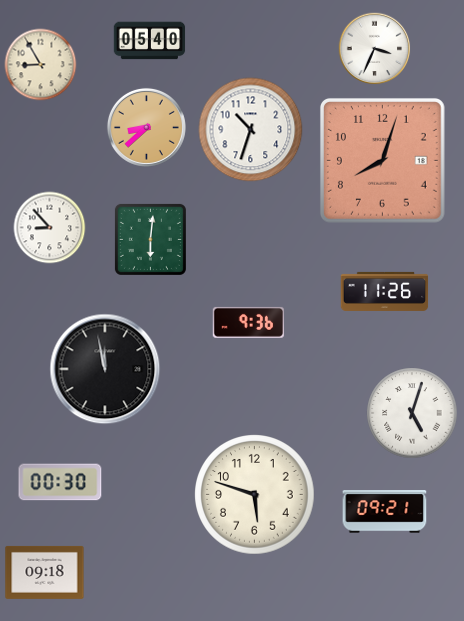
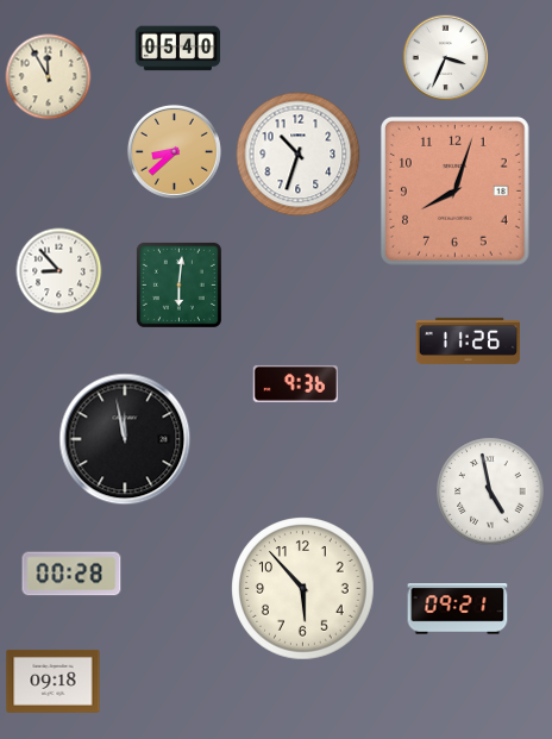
clock at (41, 65): 8:55 -> 11:55
clock at (385, 291) position: (385, 291) -> (469, 340)
clock at (412, 413): 5:03 -> 4:58
clock at (60, 482): 00:30 -> 00:28
clock at (255, 495): 5:48 -> 5:53
